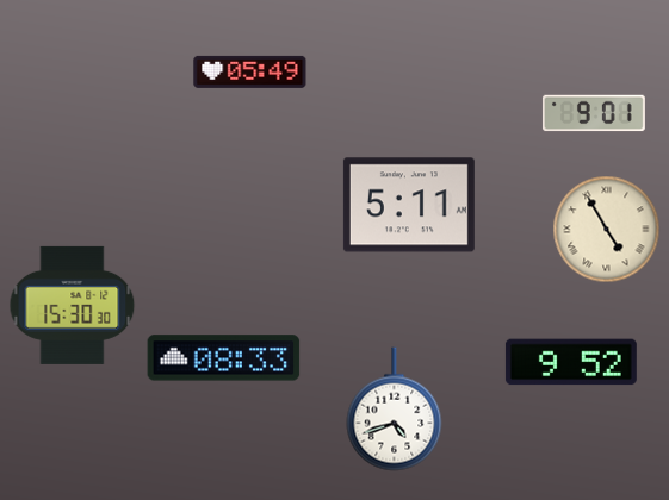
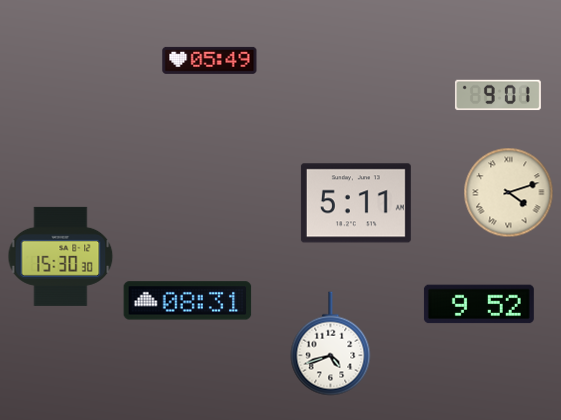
clock at (409, 205) position: (409, 205) -> (356, 203)
clock at (607, 230): 4:55 -> 4:12
clock at (224, 358): 08:33 -> 08:31
